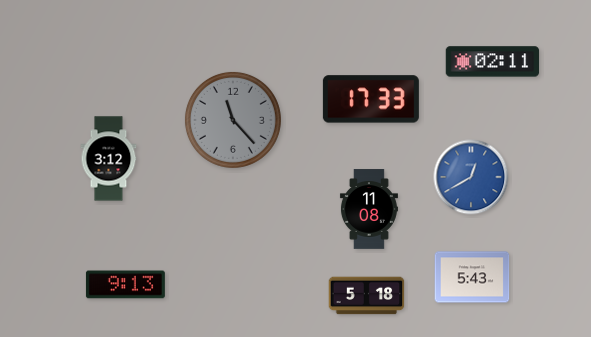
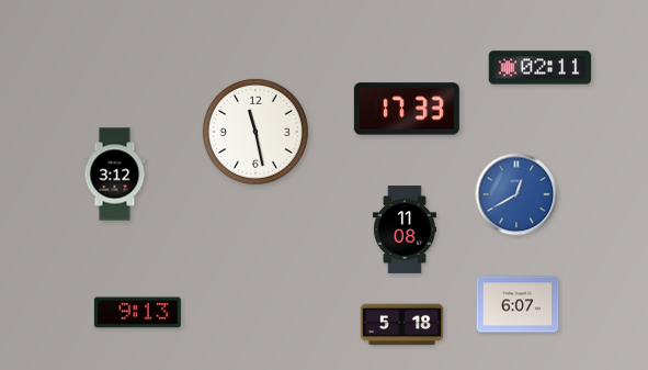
clock at (233, 120): 11:23 -> 11:28
clock at (233, 120) dial: grey -> white
clock at (109, 159) position: (109, 159) -> (115, 175)
clock at (472, 277): 5:43 -> 6:07
